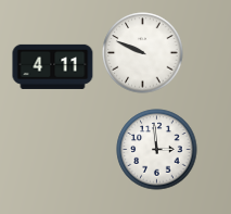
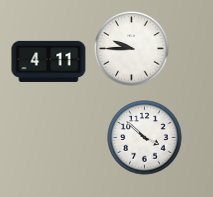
clock at (143, 53): 9:49 -> 9:45
clock at (157, 150): 2:59 -> 3:52
